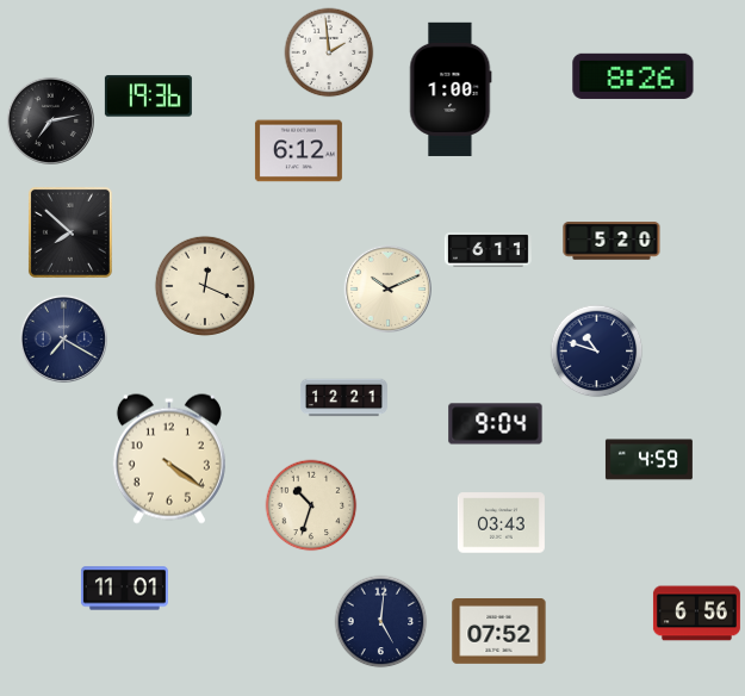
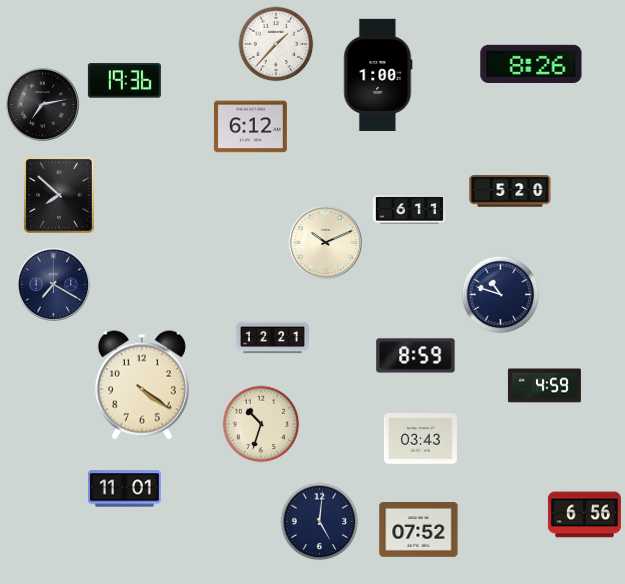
clock at (329, 52): 1:59 -> 1:37
clock at (50, 120) position: (50, 120) -> (42, 104)
clock at (611, 241) position: (611, 241) -> (510, 191)
clock at (204, 285): 12:19 -> none
clock at (343, 398) position: (343, 398) -> (272, 338)
clock at (496, 424): 9:04 -> 8:59
clock at (124, 589) position: (124, 589) -> (124, 489)
